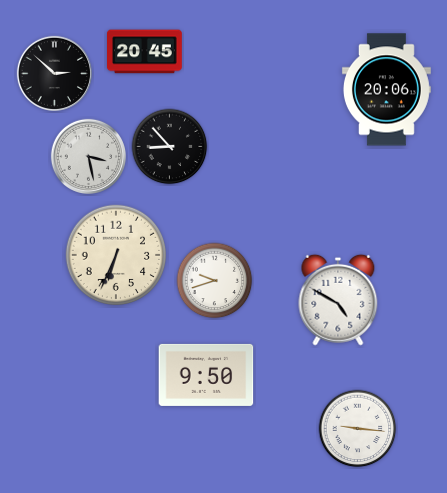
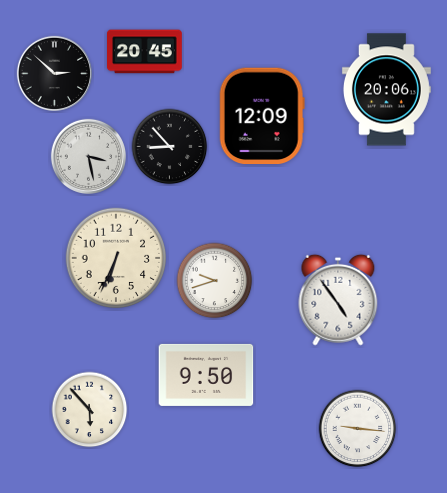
clock at (262, 116): none -> 12:09
clock at (116, 255) position: (116, 255) -> (116, 258)
clock at (338, 300): 4:50 -> 4:54
clock at (90, 410): none -> 5:53
